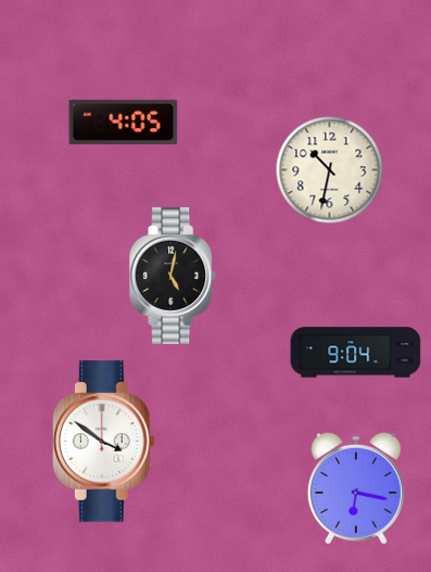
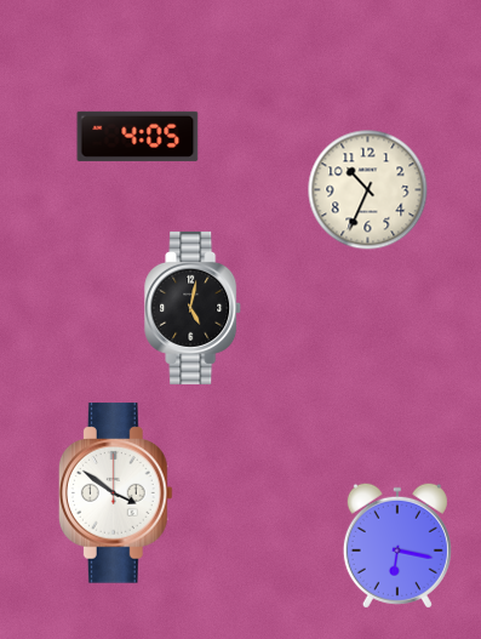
clock at (330, 170): 10:32 -> 10:34
clock at (356, 353): 9:04 -> none
